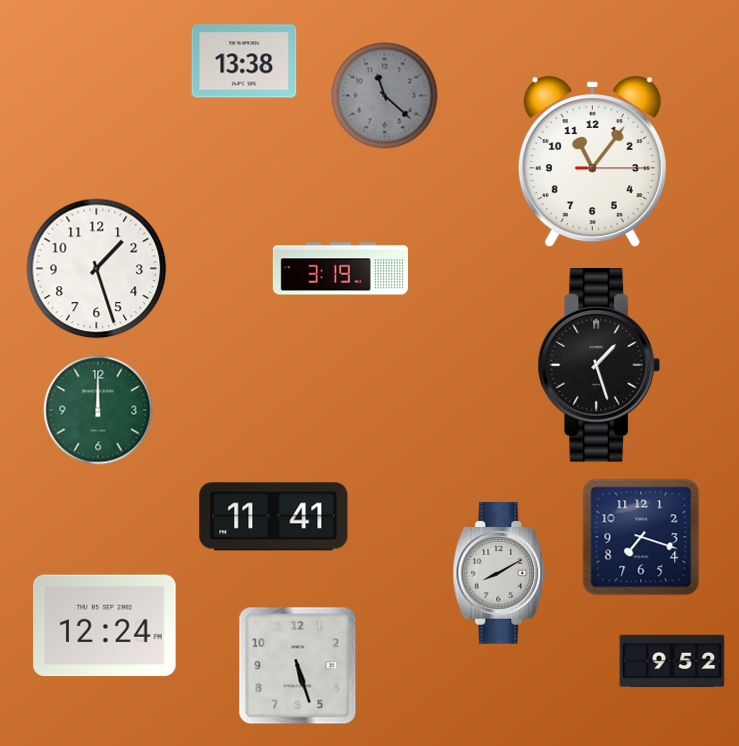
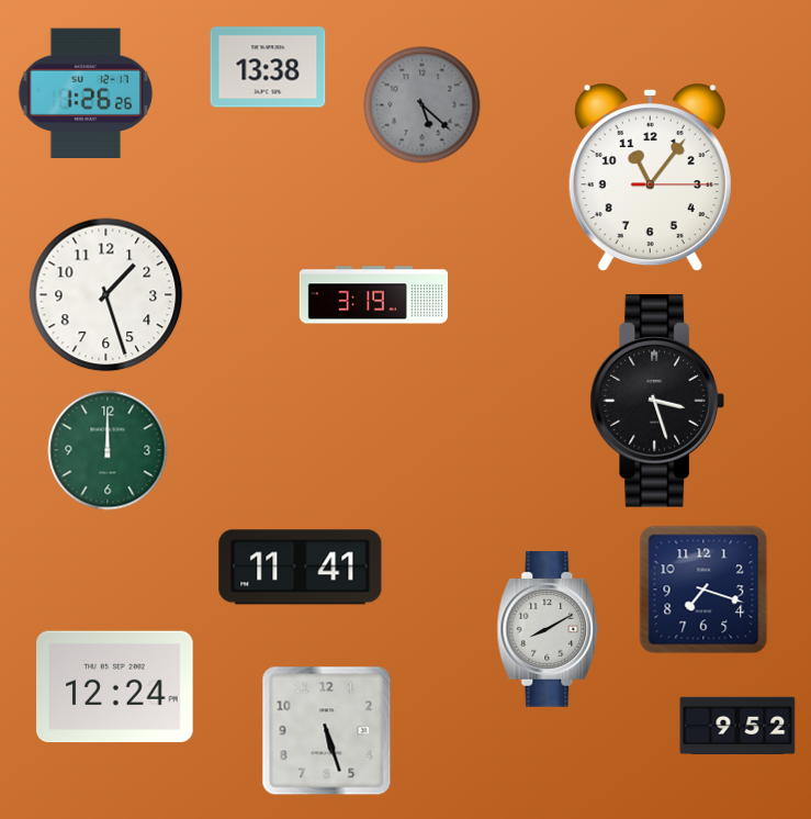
clock at (86, 92): none -> 1:26
clock at (385, 96): 11:22 -> 5:22
clock at (598, 365): 1:27 -> 3:27
